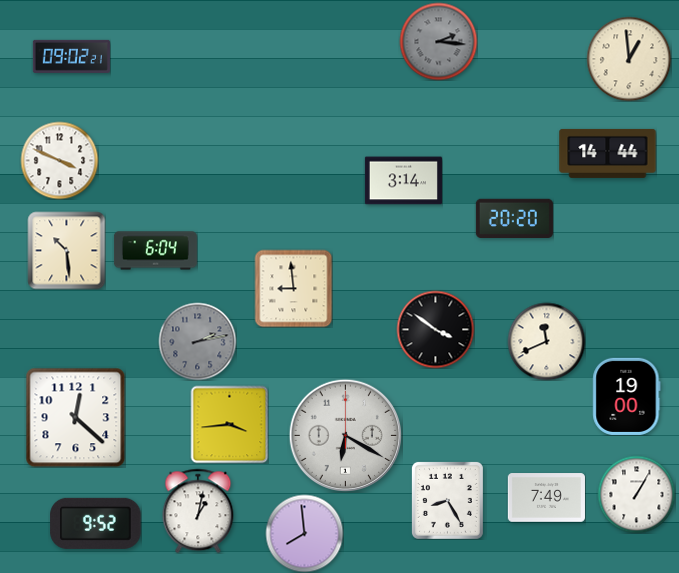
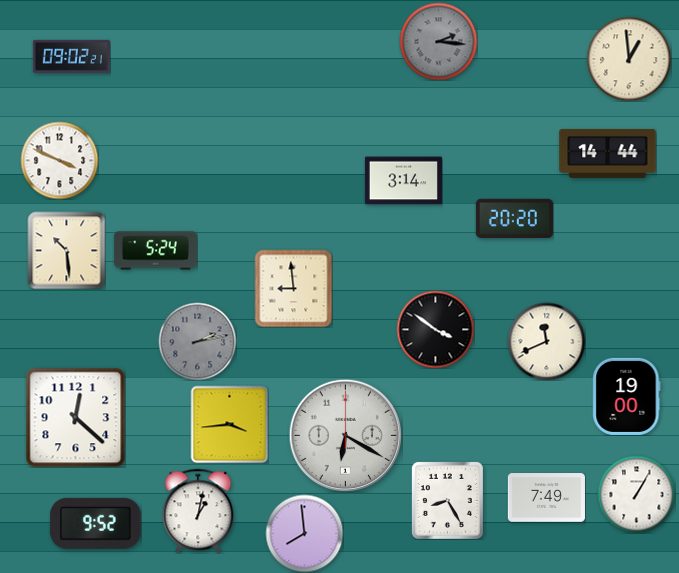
clock at (155, 251): 6:04 -> 5:24
